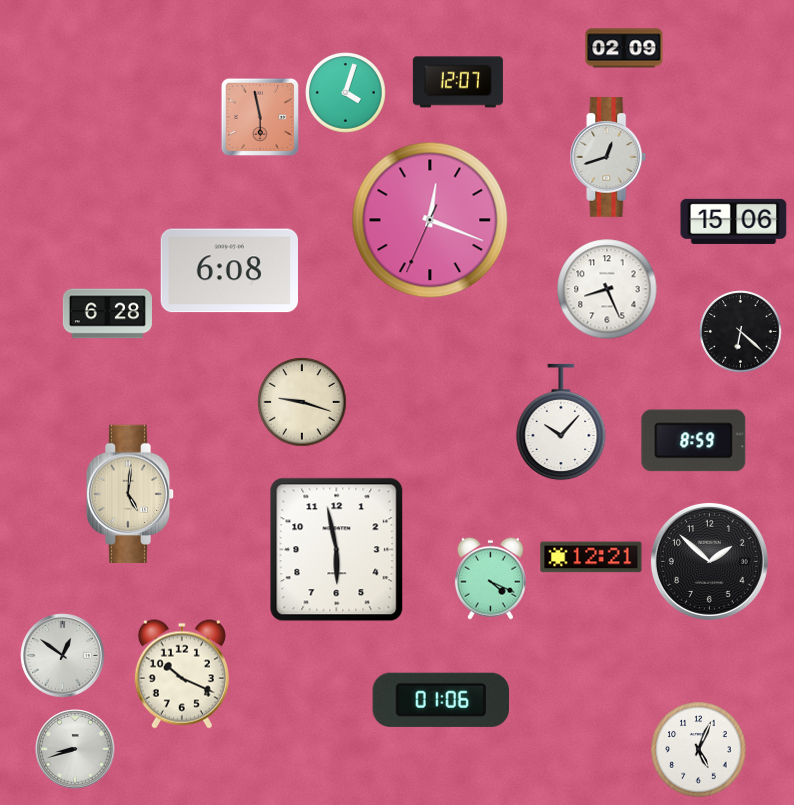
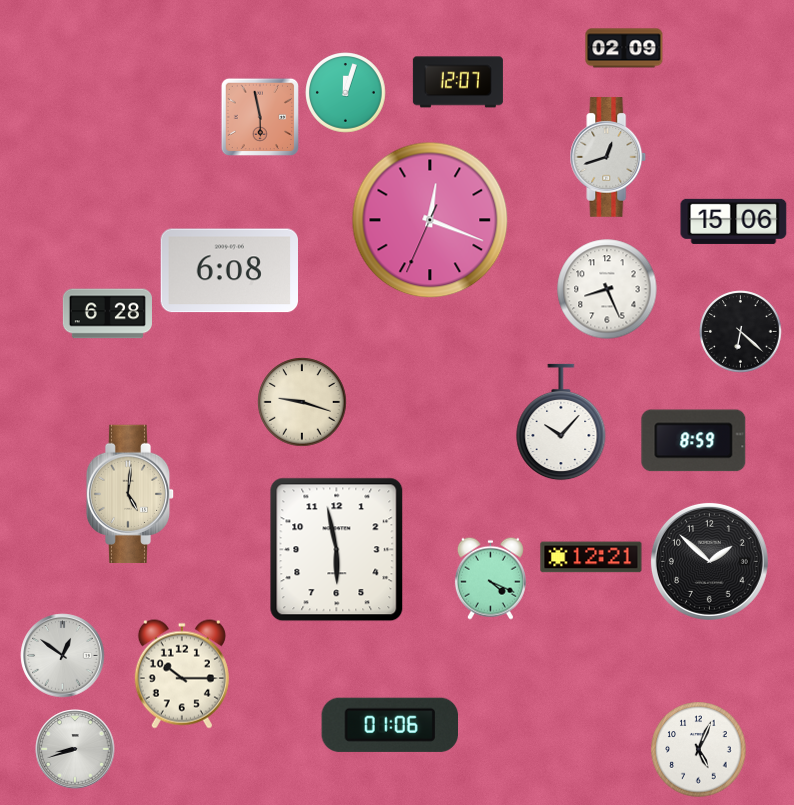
clock at (346, 93): 4:03 -> 12:03
clock at (182, 674): 10:19 -> 10:15
clock at (440, 700) position: (440, 700) -> (389, 725)
